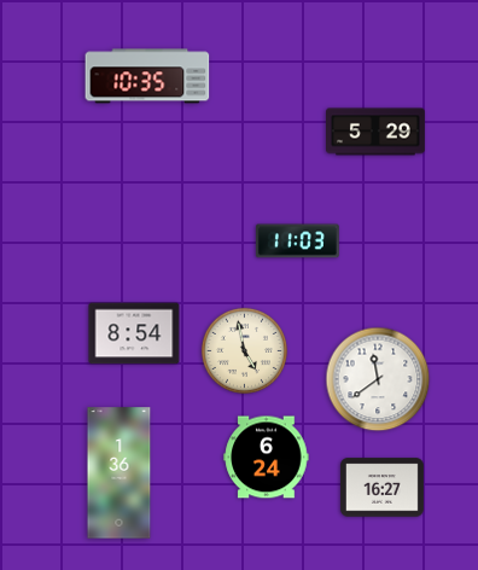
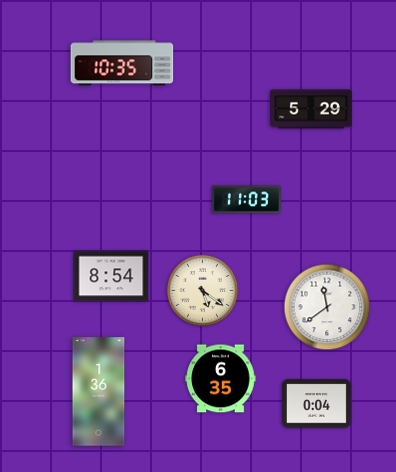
clock at (244, 350): 4:58 -> 5:21
clock at (378, 379) position: (378, 379) -> (327, 307)
clock at (267, 458): 6:24 -> 6:35
clock at (381, 488): 16:27 -> 0:04
